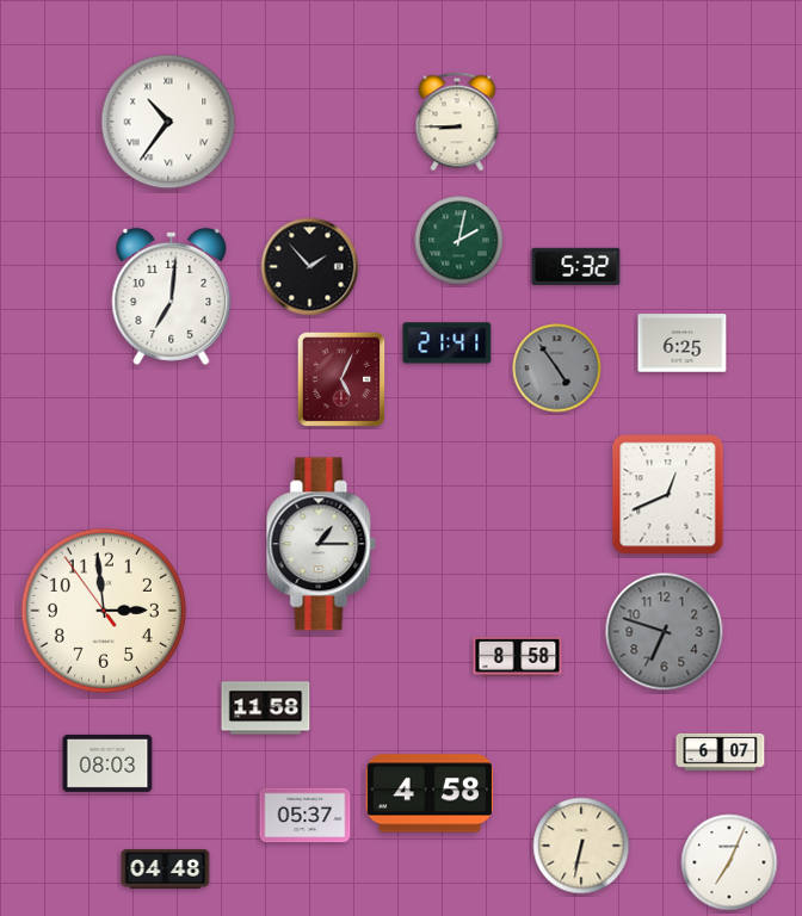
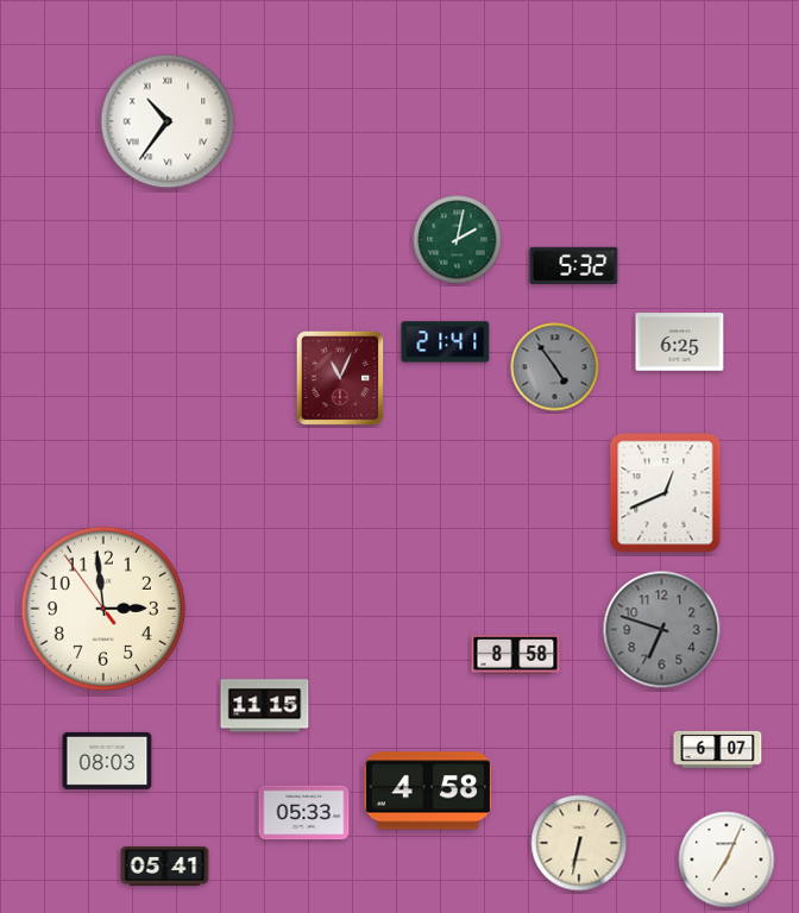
clock at (457, 122): 8:45 -> none
clock at (310, 267): 1:53 -> none
clock at (172, 296): 7:01 -> none
clock at (341, 379): 5:04 -> 11:04
clock at (321, 544): 1:15 -> none
clock at (266, 708): 11:58 -> 11:15
clock at (306, 816): 05:37 -> 05:33
clock at (166, 868): 04:48 -> 05:41
